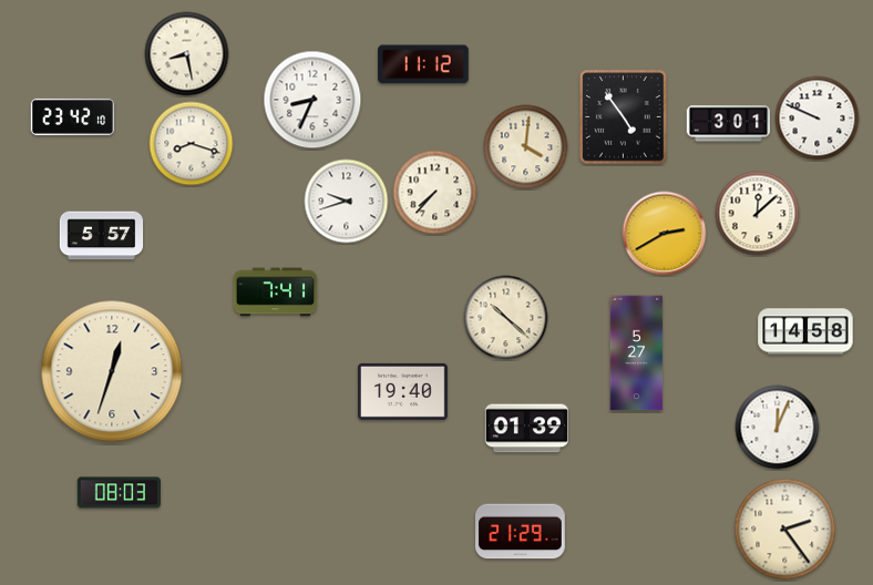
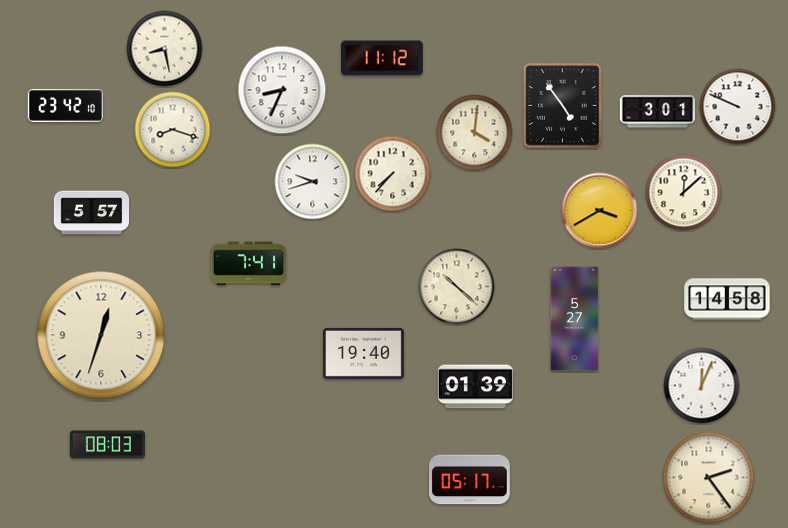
clock at (187, 54) position: (187, 54) -> (165, 49)
clock at (665, 234): 2:40 -> 3:40
clock at (521, 532): 21:29 -> 05:17
